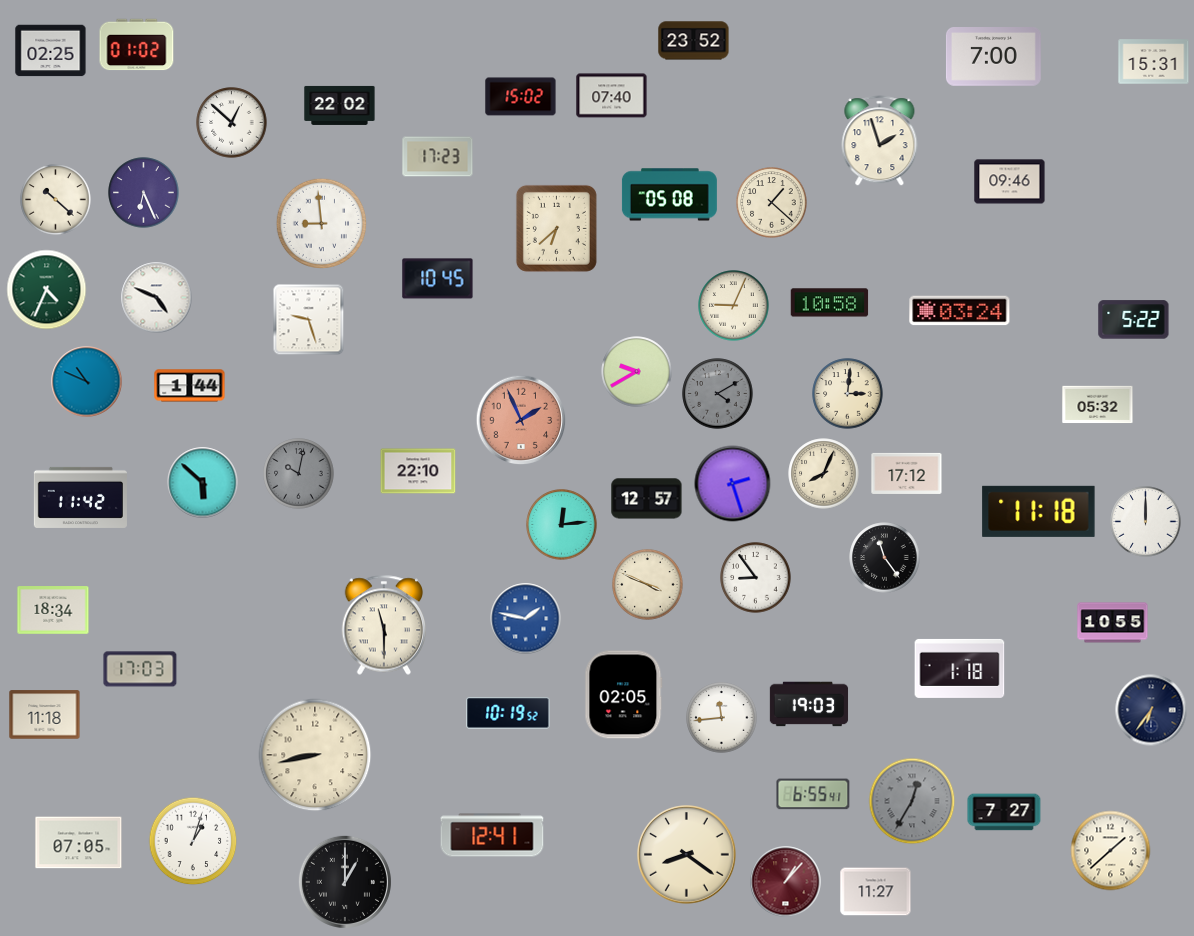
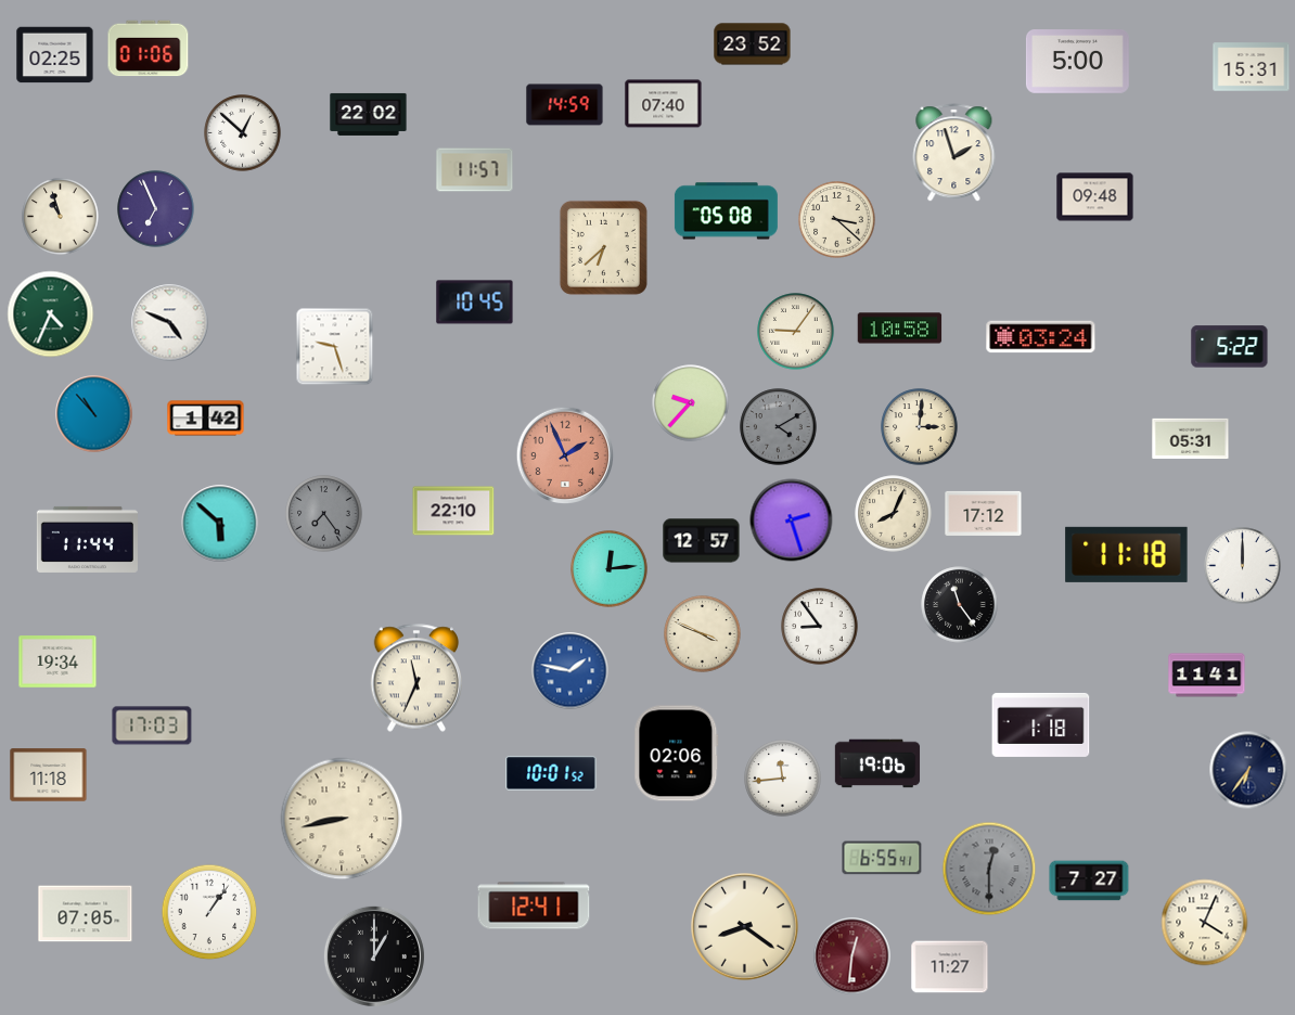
clock at (137, 45): 01:02 -> 01:06
clock at (993, 57): 7:00 -> 5:00
clock at (521, 97): 15:02 -> 14:59
clock at (232, 123) position: (232, 123) -> (243, 133)
clock at (438, 157): 17:23 -> 11:57
clock at (1010, 182): 09:46 -> 09:48
clock at (144, 193): 6:26 -> 6:56
clock at (56, 200): 10:22 -> 10:57
clock at (772, 203): 1:22 -> 3:22
clock at (321, 223): 8:59 -> none
clock at (734, 306): 9:04 -> 9:06
clock at (637, 372): 9:40 -> 9:37
clock at (87, 382): 10:49 -> 10:53
clock at (190, 386): 1:44 -> 1:42
clock at (1098, 405): 05:32 -> 05:31
clock at (299, 474): 10:02 -> 7:24
clock at (733, 484) position: (733, 484) -> (792, 521)
clock at (80, 497): 11:42 -> 11:44
clock at (53, 610): 18:34 -> 19:34
clock at (1113, 623): 10:55 -> 11:41
clock at (384, 625): 11:30 -> 11:34
clock at (624, 695): 02:05 -> 02:06
clock at (809, 704): 19:03 -> 19:06
clock at (508, 713): 10:19 -> 10:01
clock at (813, 794) position: (813, 794) -> (882, 858)
clock at (912, 801): 12:35 -> 12:30
clock at (193, 841): 1:03 -> 1:06
clock at (1111, 851): 1:38 -> 4:04
clock at (786, 882): 1:07 -> 12:31
